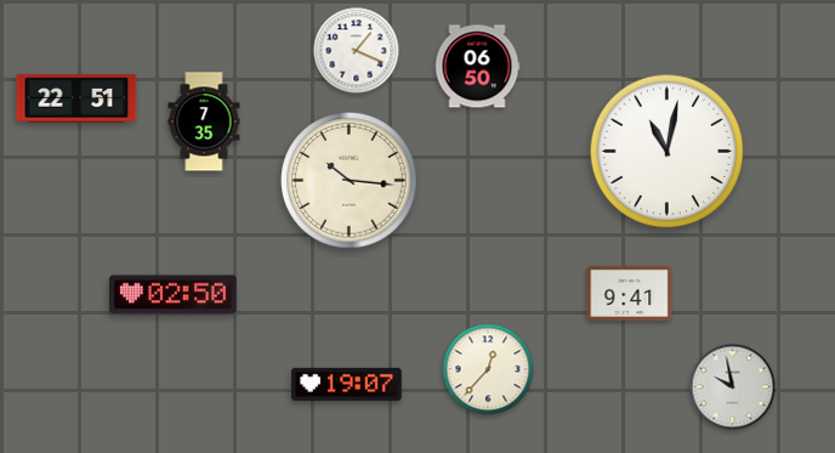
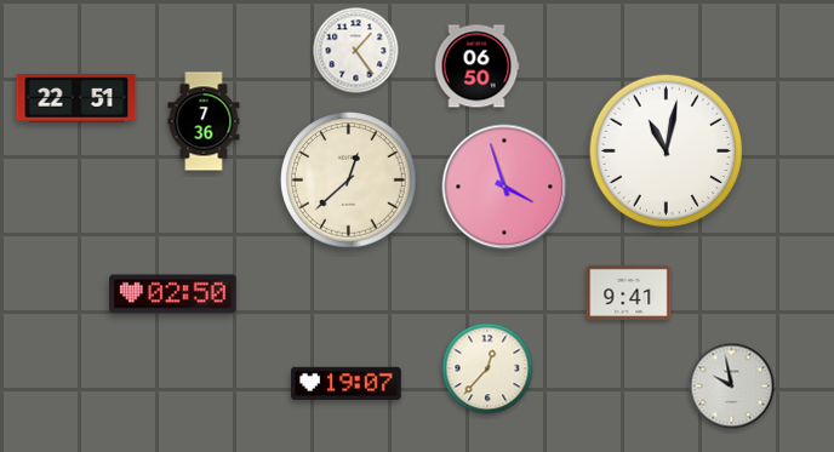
clock at (357, 51): 1:19 -> 1:24
clock at (204, 121): 7:35 -> 7:36
clock at (350, 181): 10:16 -> 12:38
clock at (504, 187): none -> 3:57
